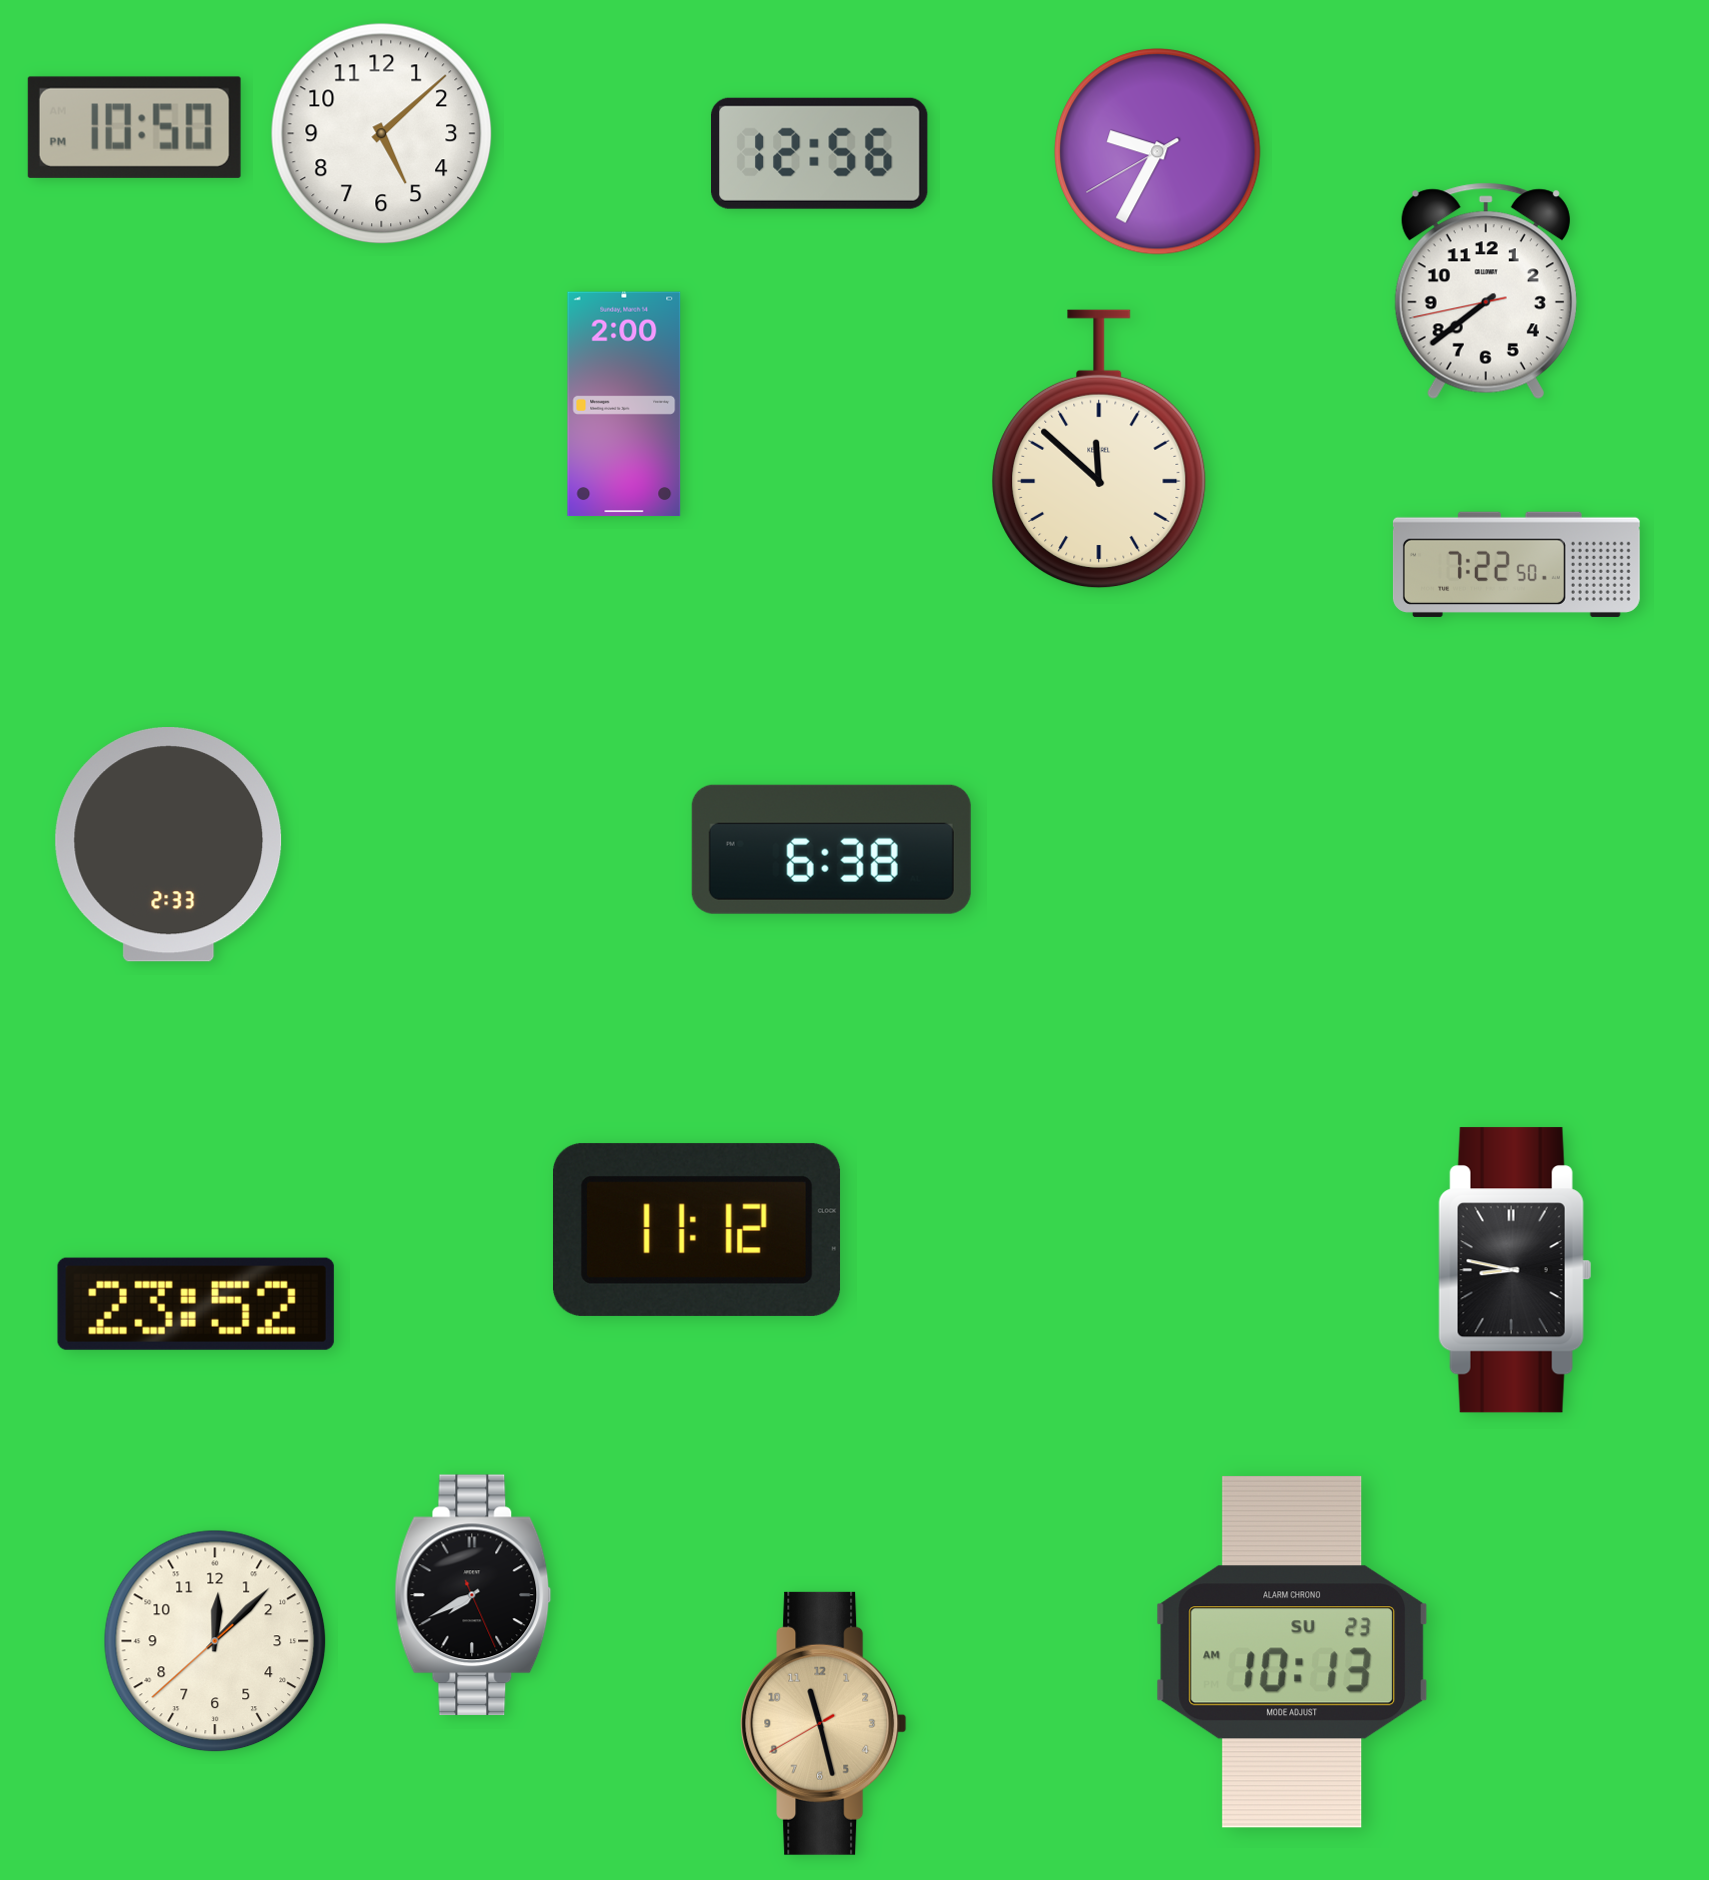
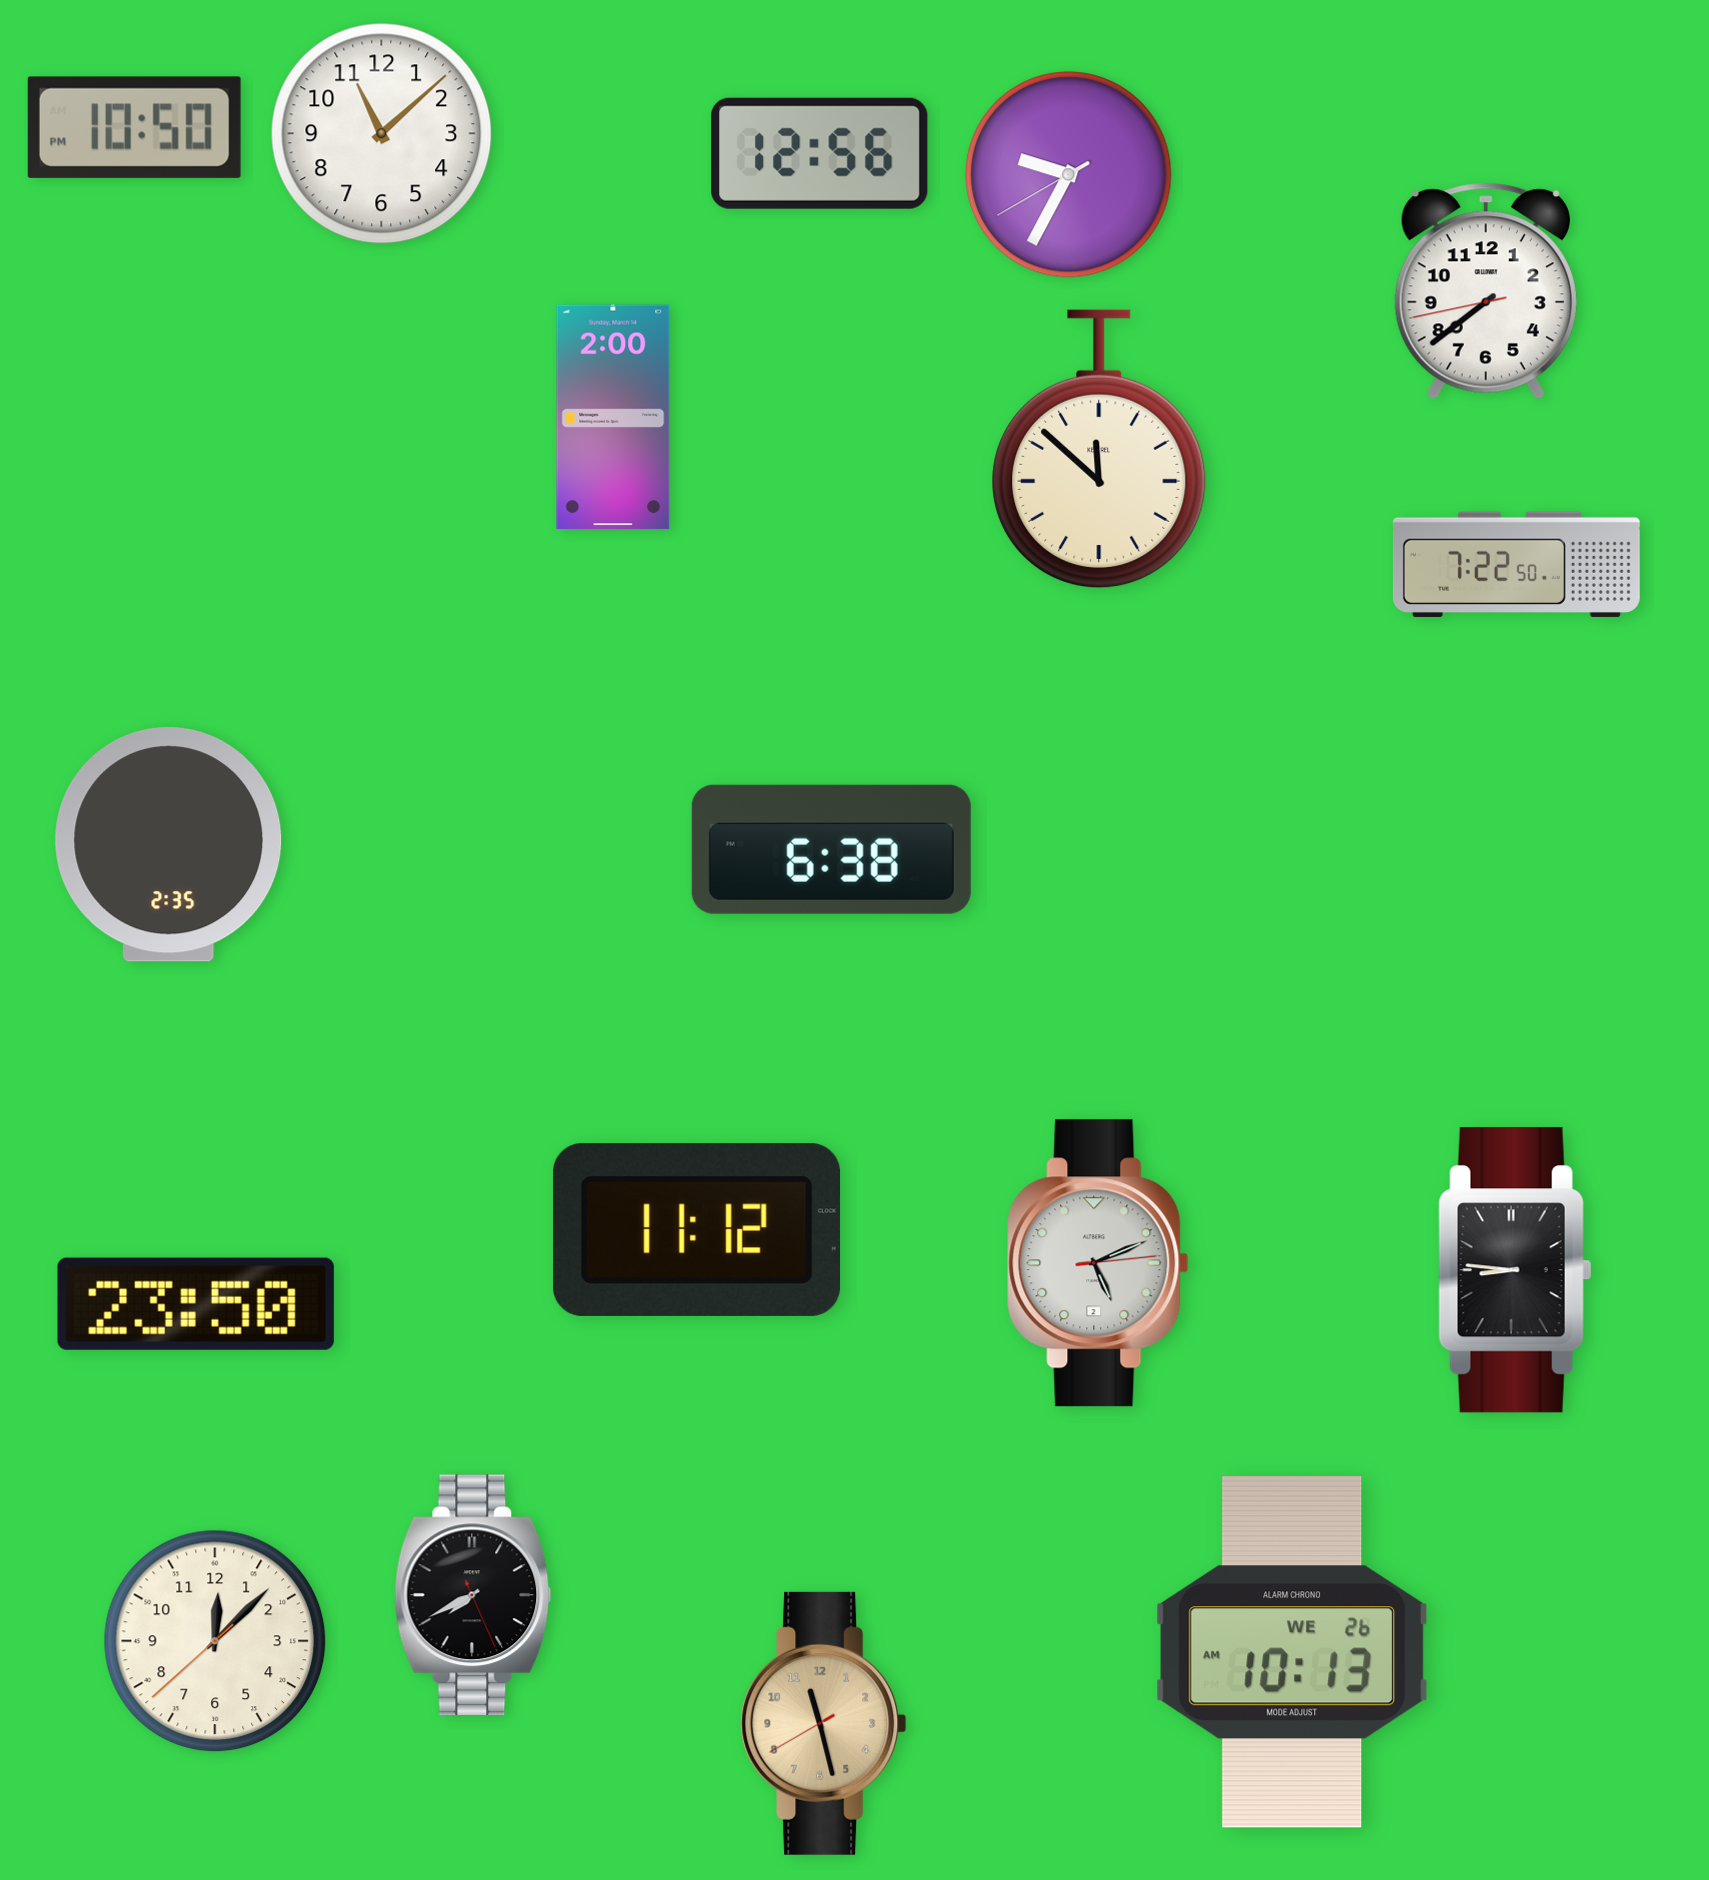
clock at (382, 134): 5:08 -> 11:08
clock at (1158, 152) position: (1158, 152) -> (1069, 175)
clock at (624, 404) position: (624, 404) -> (613, 417)
clock at (169, 845): 2:33 -> 2:35
clock at (1098, 1263): none -> 5:11
clock at (1515, 1270): 8:47 -> 8:46
clock at (196, 1304): 23:52 -> 23:50
clock at (1291, 1652) date: SU 23 -> WE 26
